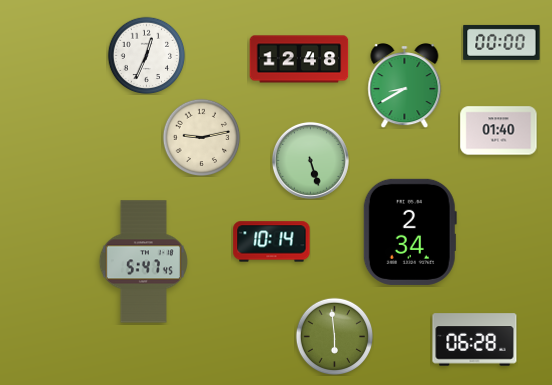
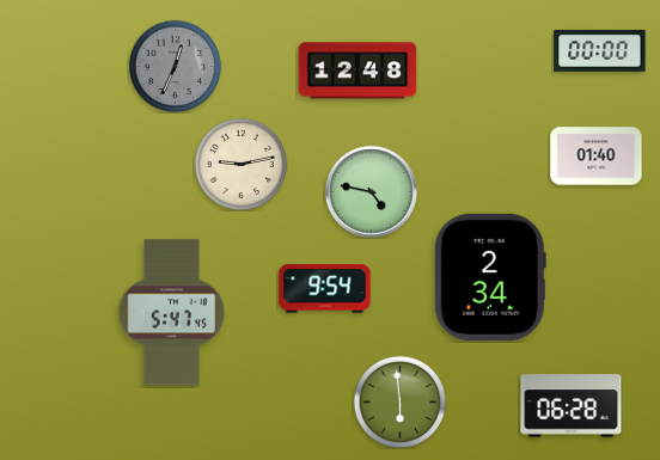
clock at (146, 55) dial: white -> grey
clock at (405, 86): 8:40 -> none
clock at (310, 160): 5:27 -> 4:47
clock at (272, 242): 10:14 -> 9:54
clock at (475, 340) position: (475, 340) -> (572, 406)
